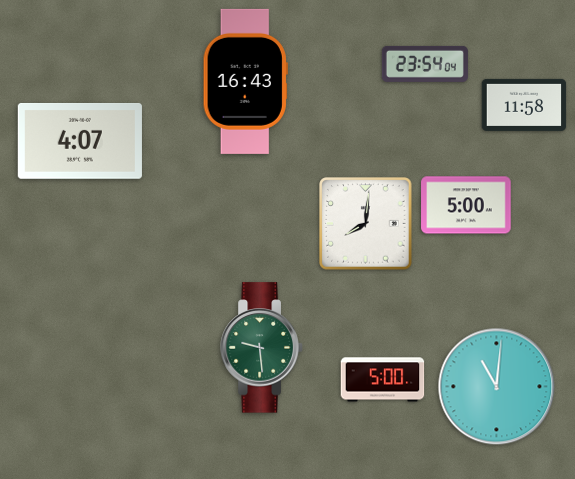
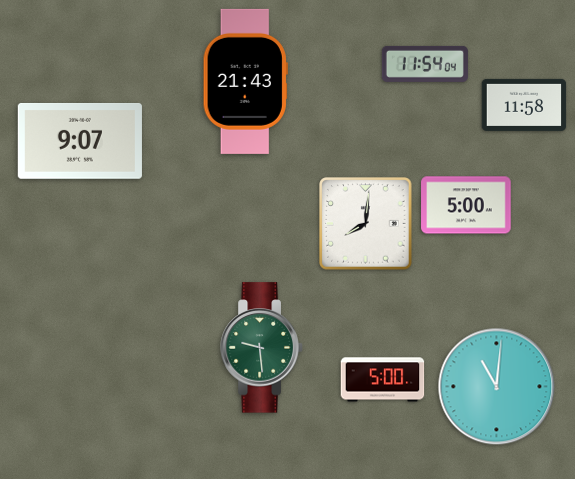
clock at (425, 64): 23:54 -> 11:54
clock at (245, 81): 16:43 -> 21:43
clock at (80, 141): 4:07 -> 9:07
